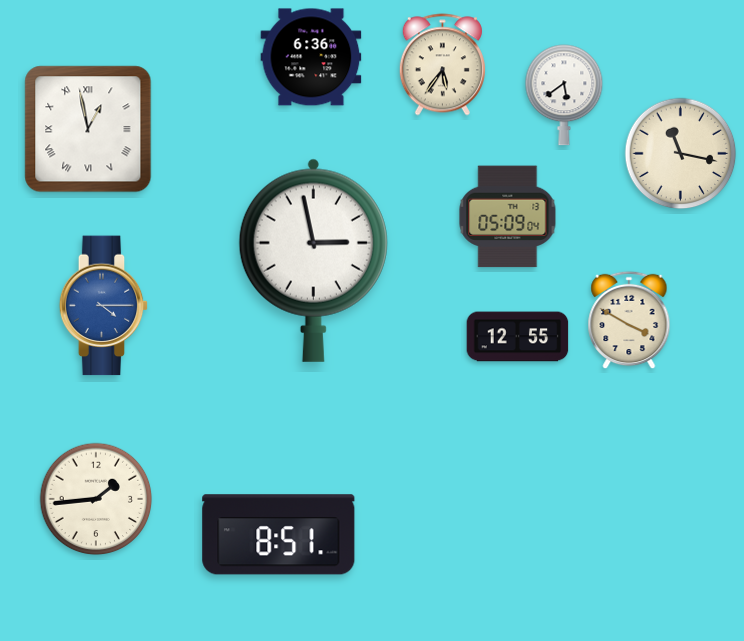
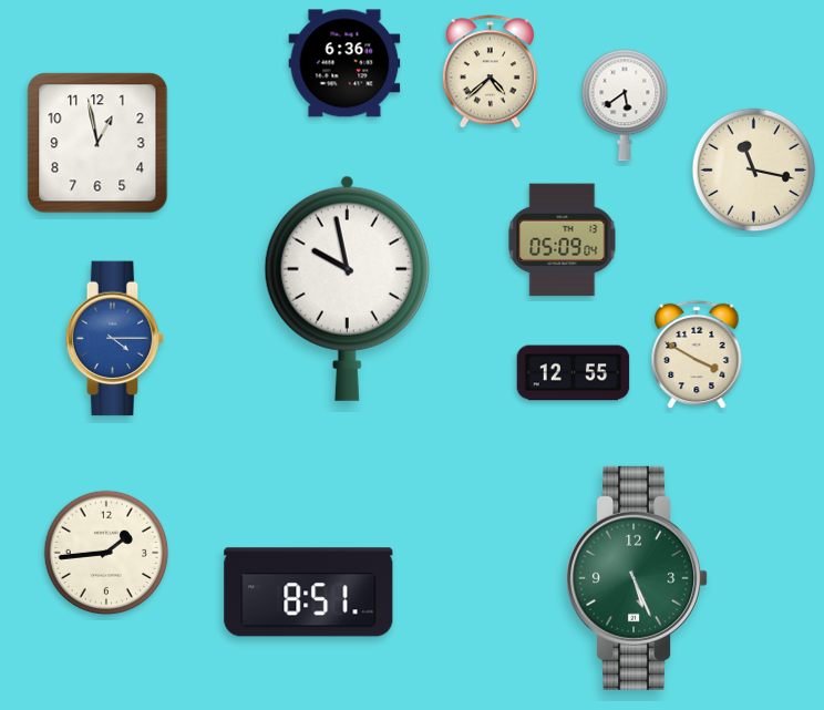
clock at (442, 65): 5:36 -> 4:38
clock at (88, 129) numerals: Roman -> Arabic
clock at (313, 260): 2:58 -> 9:58
clock at (638, 578): none -> 5:26
